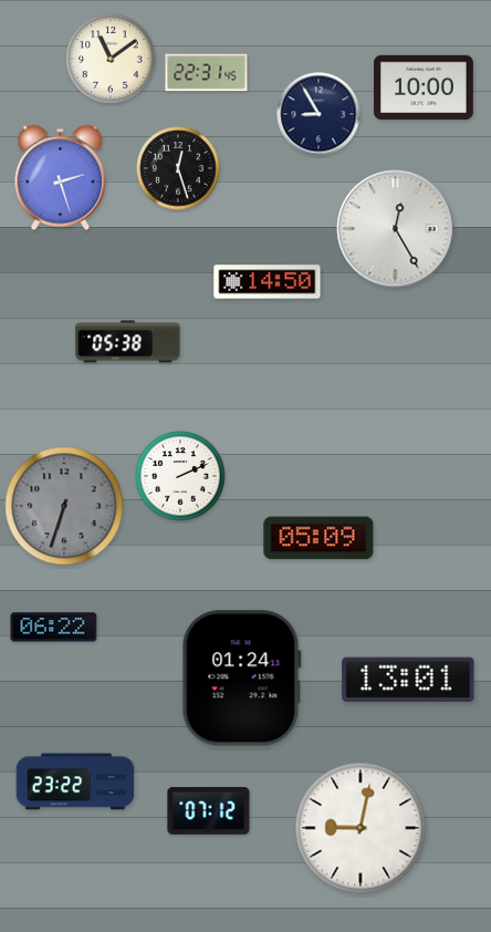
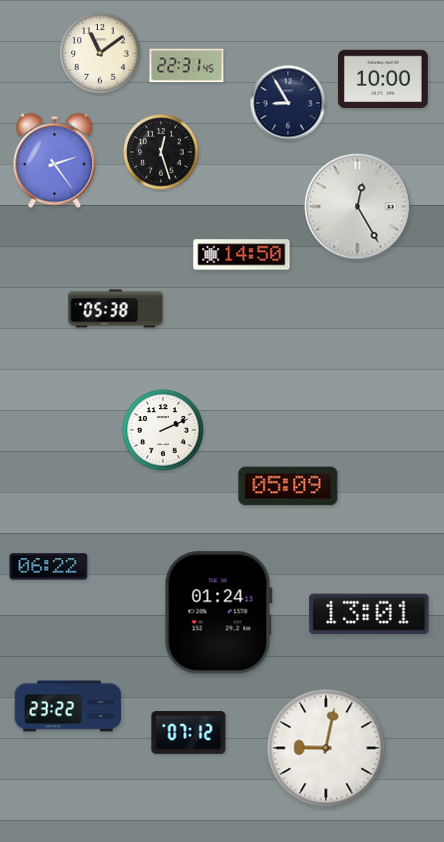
clock at (61, 178): 2:27 -> 2:24
clock at (64, 506): 6:33 -> none
